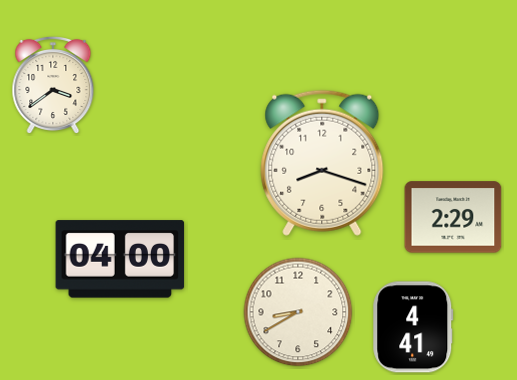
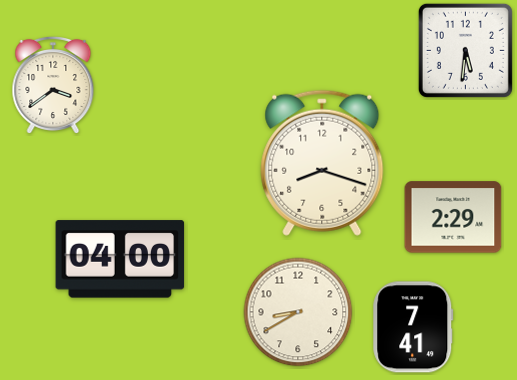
clock at (465, 50): none -> 5:31
clock at (413, 327): 4:41 -> 7:41
